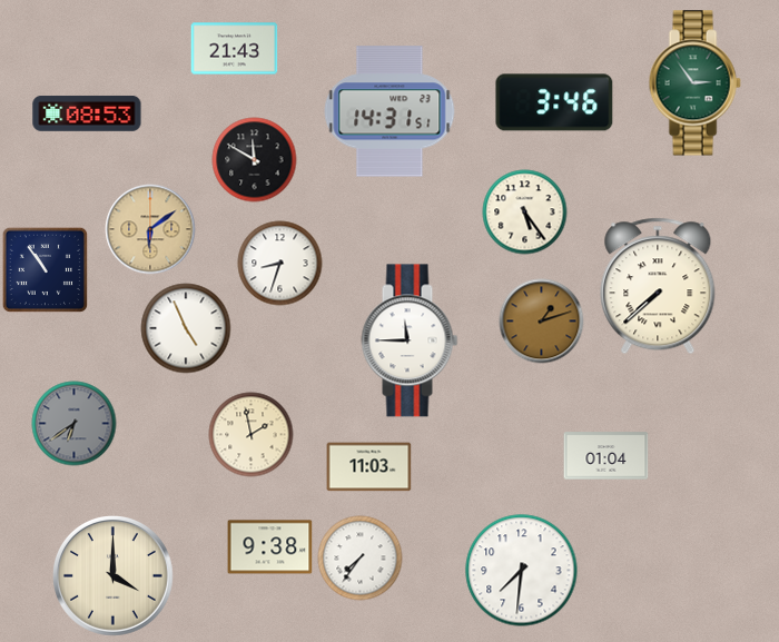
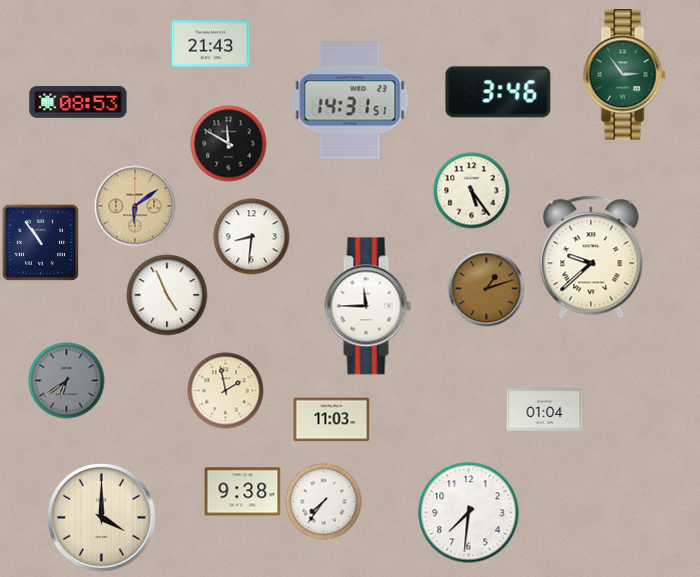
clock at (280, 264): 8:33 -> 8:31
clock at (658, 286): 7:38 -> 9:38
